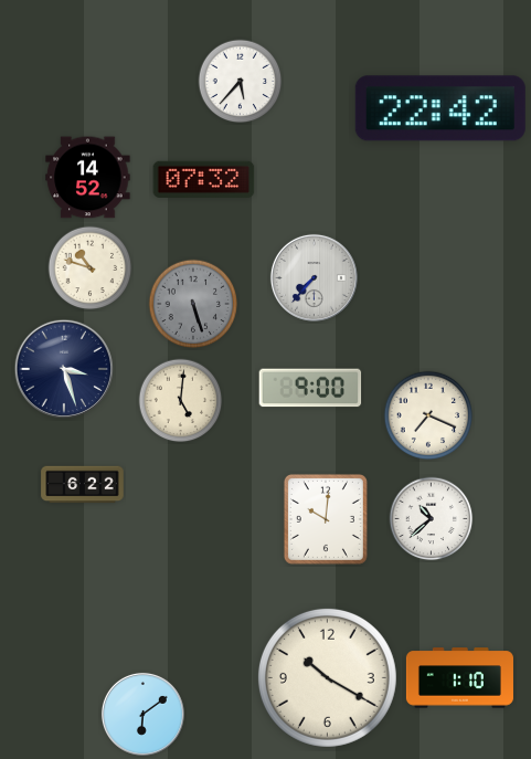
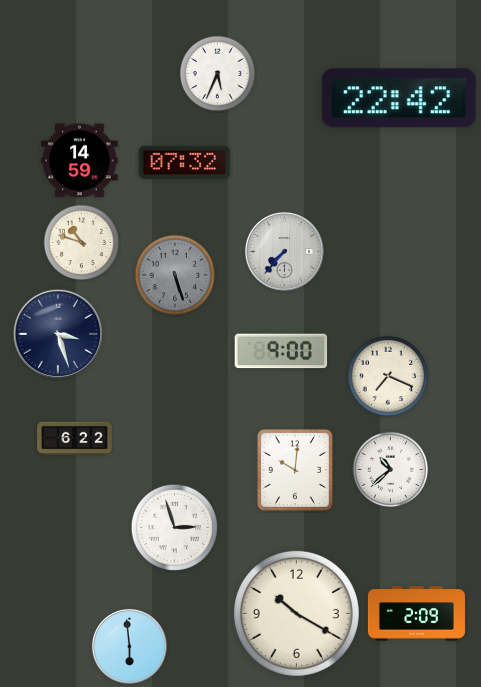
clock at (241, 82): 5:37 -> 5:34
clock at (88, 178): 14:52 -> 14:59
clock at (181, 401): 5:01 -> none
clock at (174, 527): none -> 2:57
clock at (459, 678): 1:10 -> 2:09
clock at (142, 714): 6:09 -> 5:59
